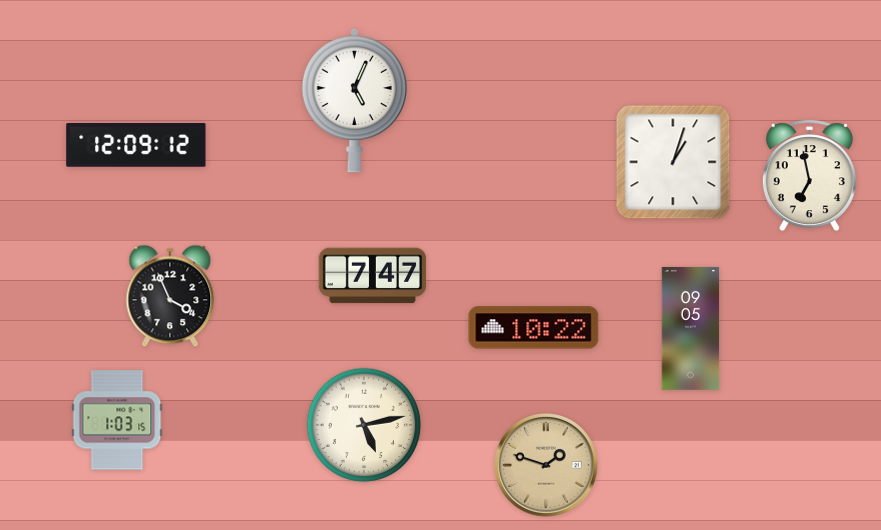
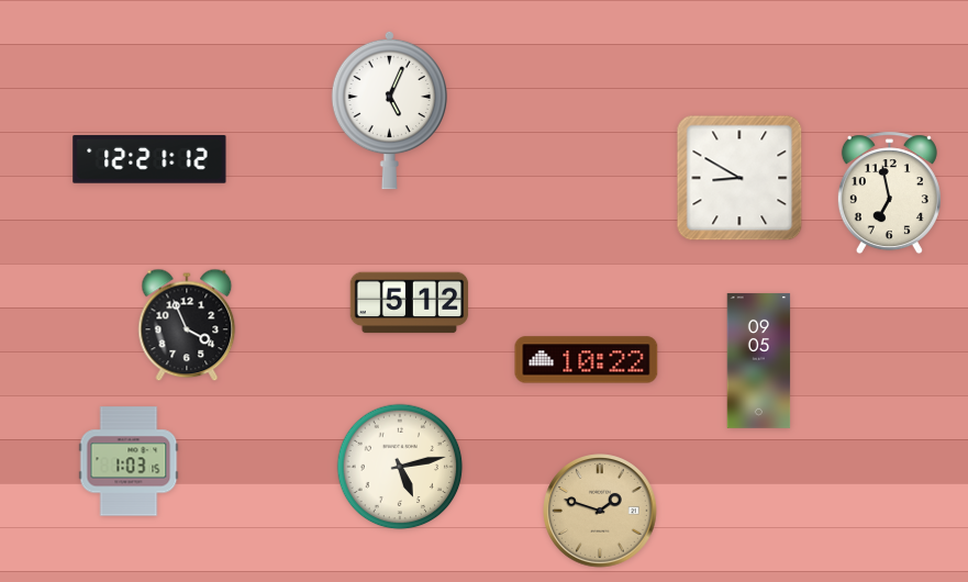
clock at (136, 145): 12:09 -> 12:21
clock at (673, 162): 1:03 -> 8:50
clock at (373, 276): 7:47 -> 5:12
